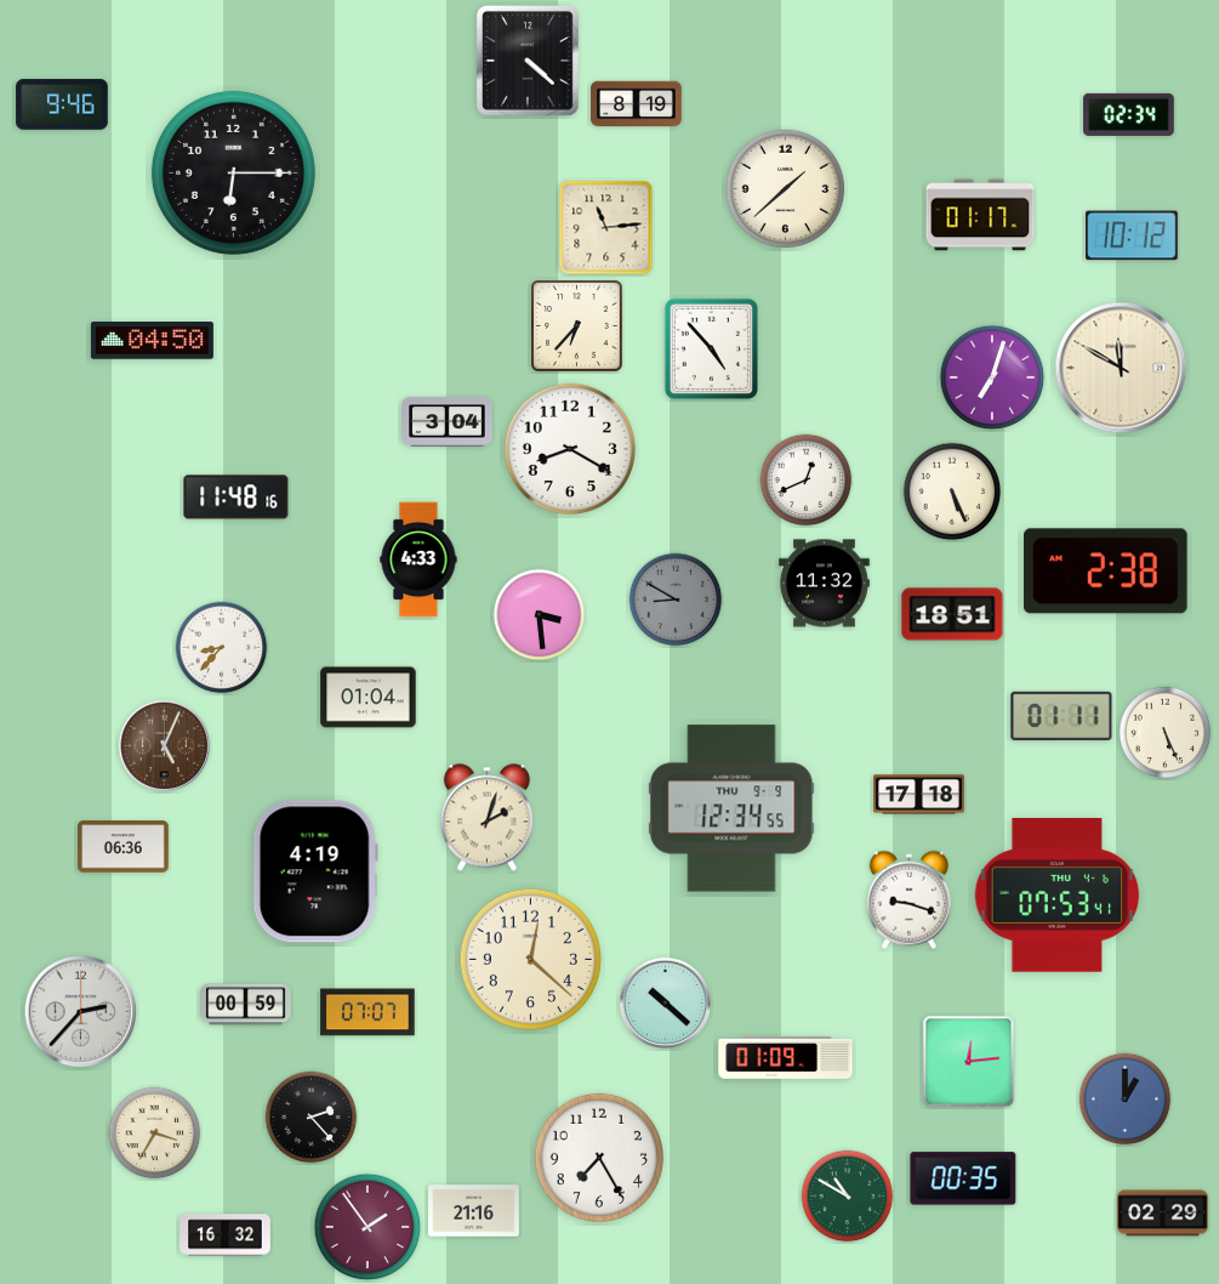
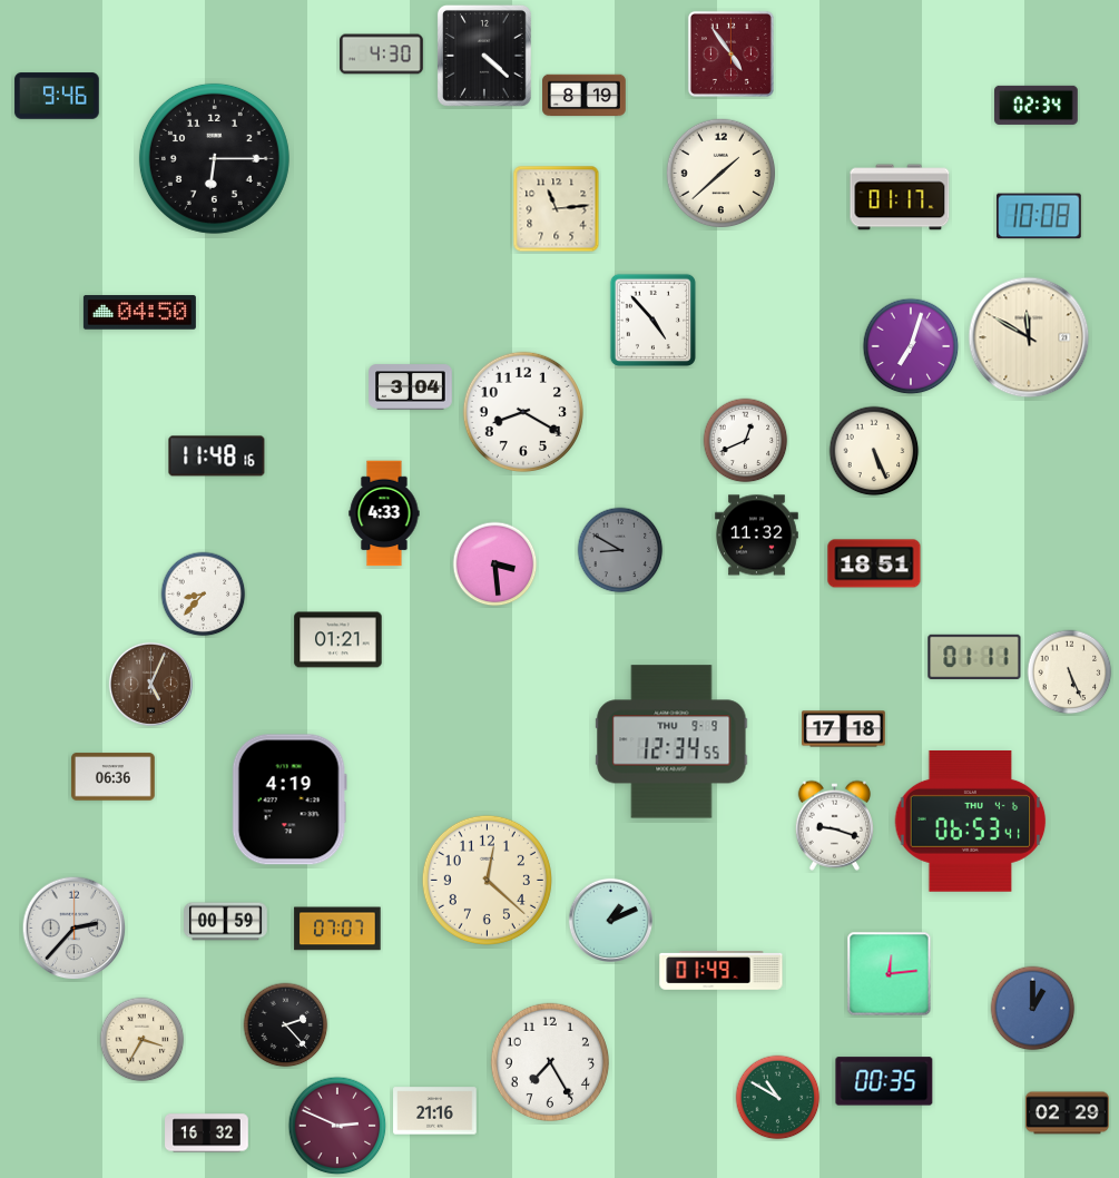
clock at (730, 53): none -> 4:54
clock at (382, 55): none -> 4:30
clock at (1132, 235): 10:12 -> 10:08
clock at (577, 326): 6:37 -> none
clock at (807, 481) position: (807, 481) -> (746, 441)
clock at (1106, 572): 2:38 -> none
clock at (369, 698): 01:04 -> 01:21
clock at (486, 818): 2:03 -> none
clock at (1058, 894): 07:53 -> 06:53
clock at (665, 1002): 10:22 -> 1:11
clock at (786, 1058): 01:09 -> 01:49
clock at (368, 1227): 1:54 -> 2:49
